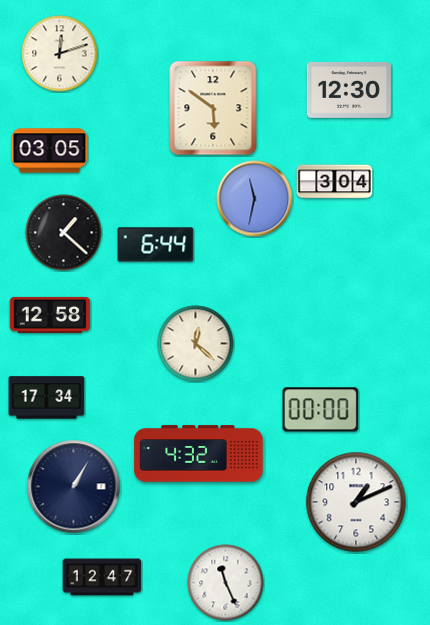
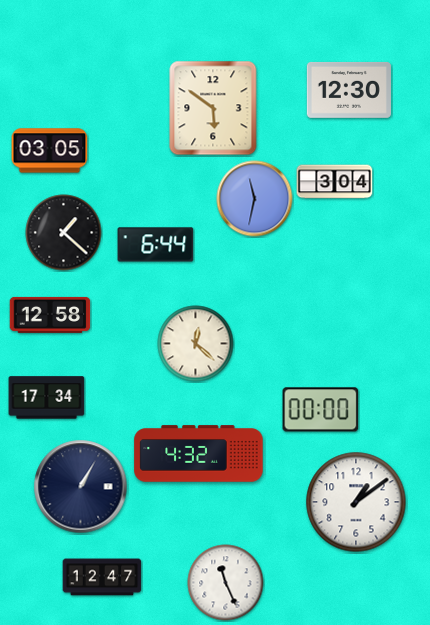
clock at (60, 54): 12:12 -> none
clock at (74, 487) position: (74, 487) -> (81, 487)
clock at (356, 502): 1:11 -> 1:09
